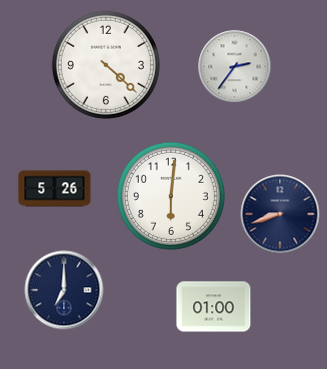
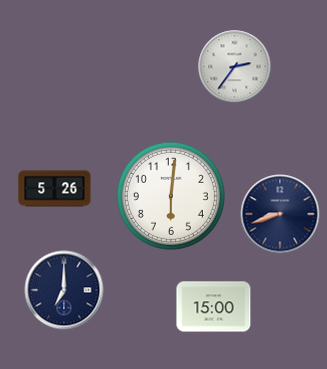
clock at (106, 65): 4:22 -> none
clock at (214, 307): 01:00 -> 15:00
